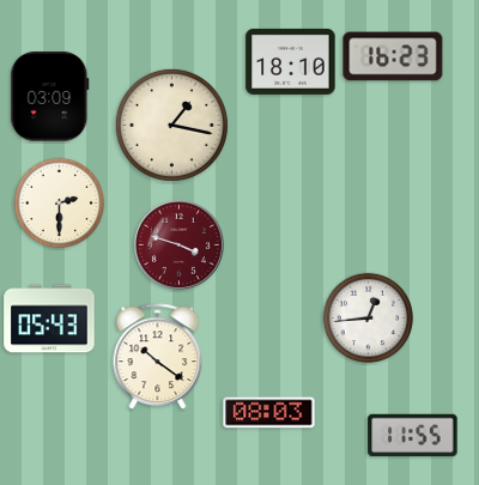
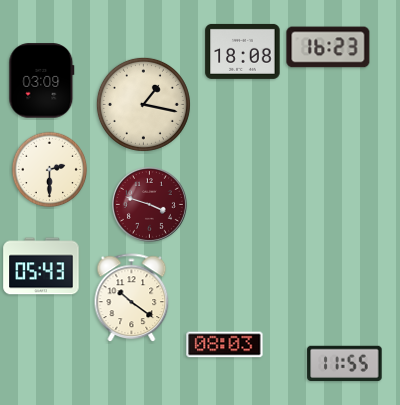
clock at (291, 61): 18:10 -> 18:08
clock at (369, 319): 12:44 -> none
